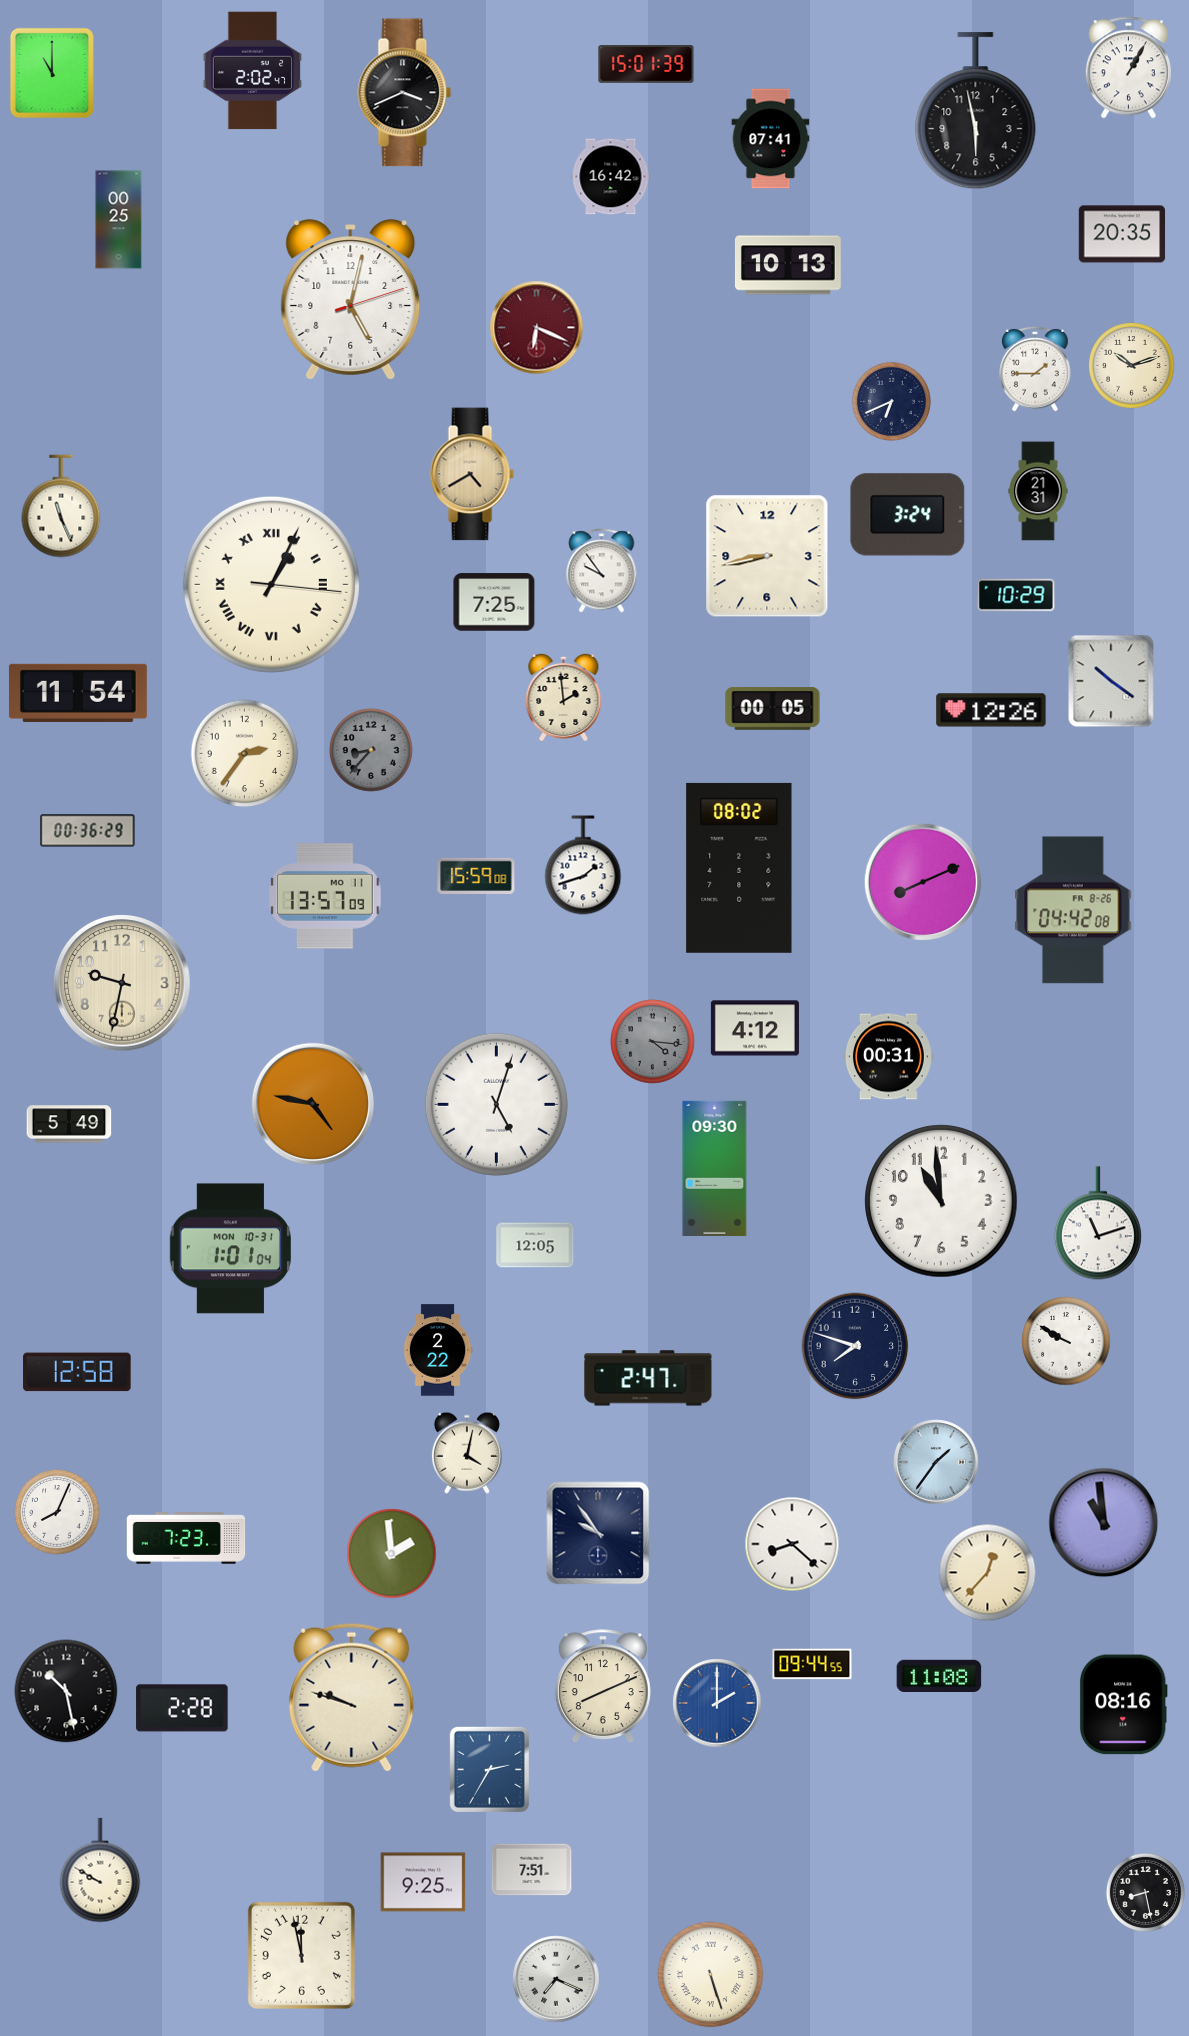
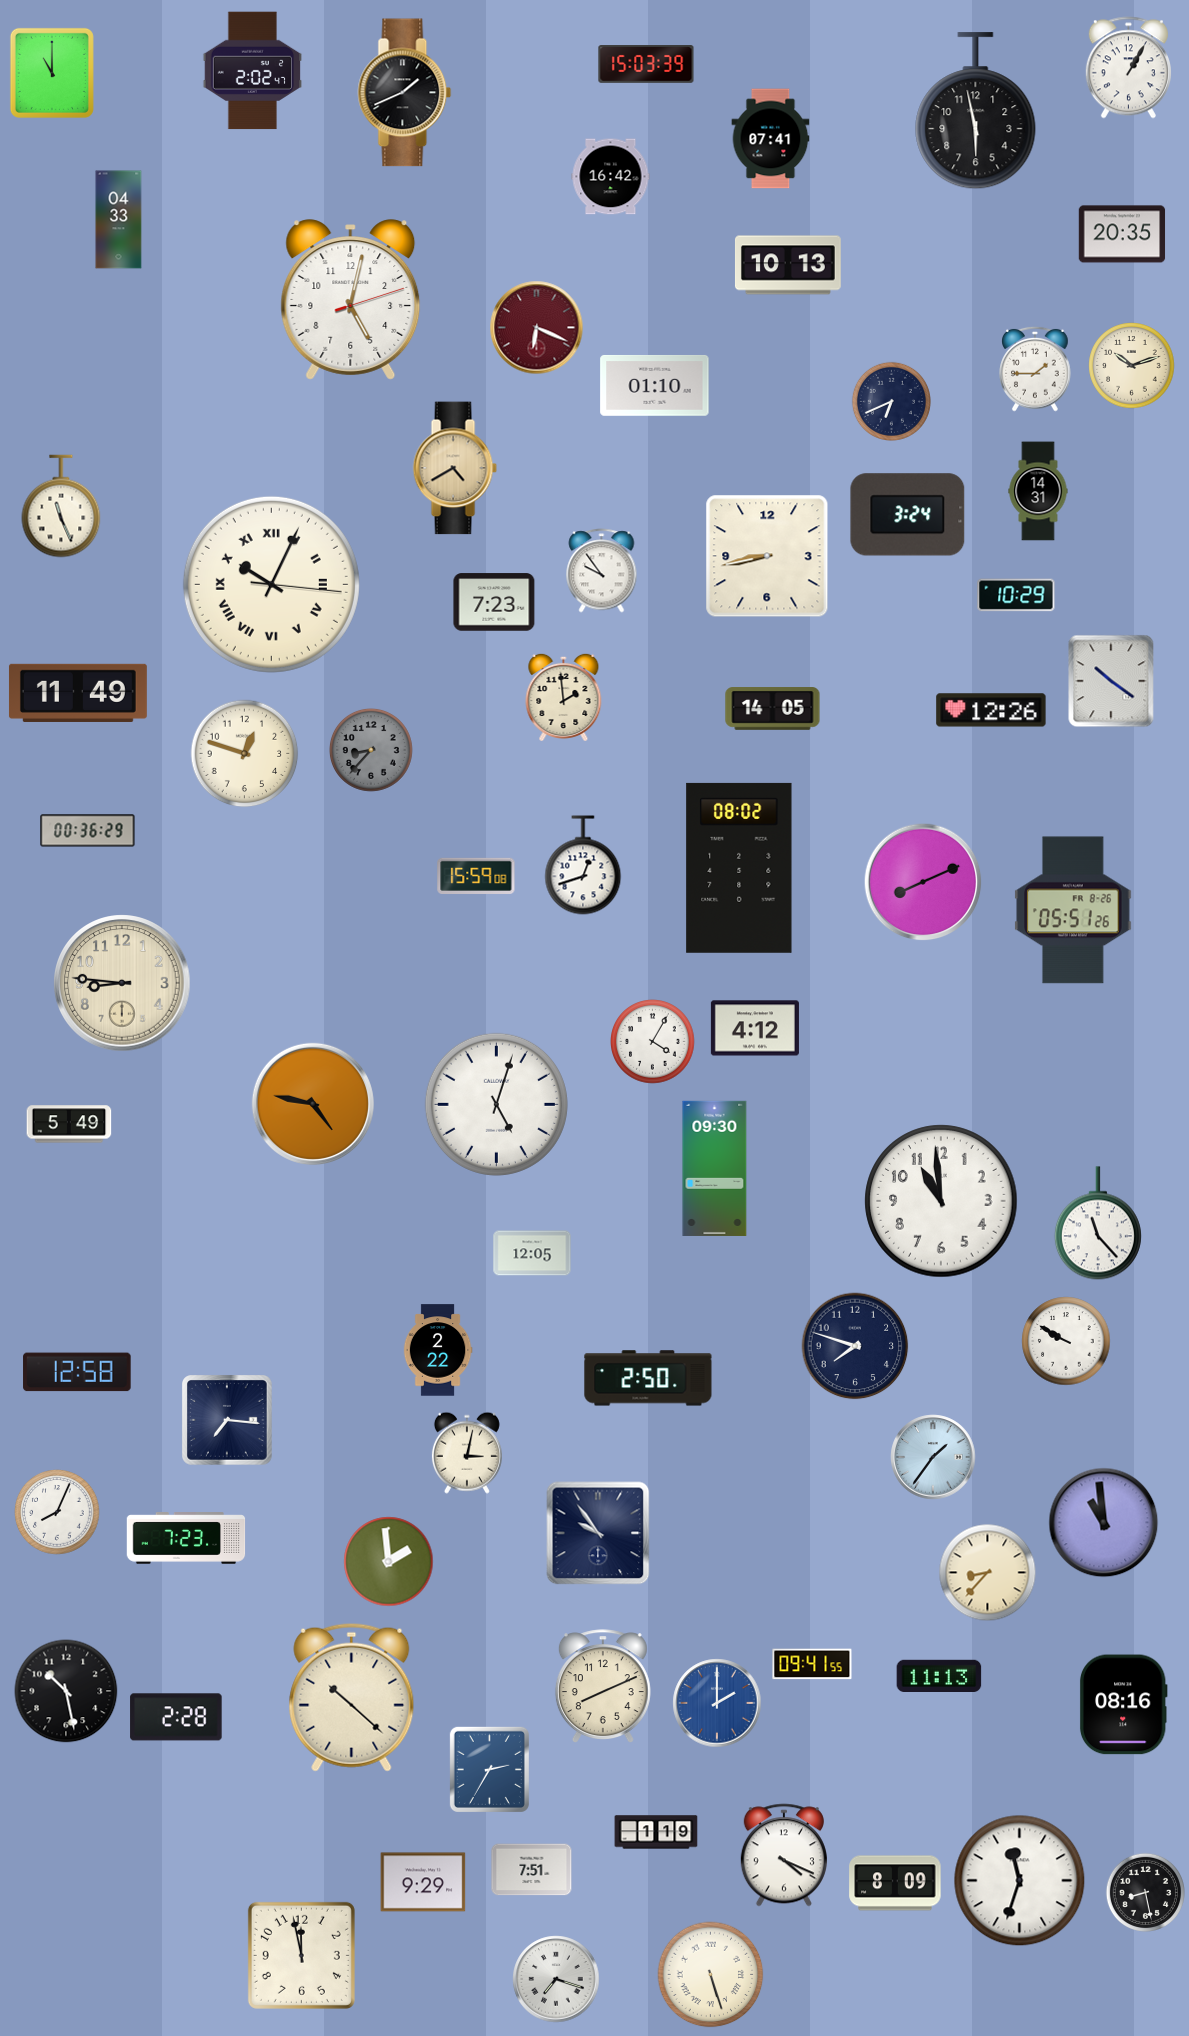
clock at (646, 64): 15:01 -> 15:03
clock at (405, 93): 3:41 -> 1:41
clock at (119, 220): 00:25 -> 04:33
clock at (655, 385): none -> 01:10
clock at (472, 474) position: (472, 474) -> (455, 468)
clock at (1038, 491): 21:31 -> 14:31
clock at (271, 584): 1:04 -> 10:04
clock at (494, 602): 7:25 -> 7:23
clock at (78, 693): 11:54 -> 11:49
clock at (773, 709): 00:05 -> 14:05
clock at (245, 754): 2:36 -> 12:48
clock at (583, 865): 1:42 -> 12:42
clock at (326, 896): 13:57 -> none
clock at (1073, 910): 04:42 -> 05:51
clock at (122, 983): 9:32 -> 8:46
clock at (653, 1042): 4:16 -> 4:05
clock at (653, 1042) dial: grey -> white
clock at (888, 1057): 00:31 -> none
clock at (1098, 1223): 11:12 -> 11:23
clock at (535, 1245) position: (535, 1245) -> (532, 1253)
clock at (230, 1249): 1:01 -> none
clock at (648, 1378): 2:47 -> 2:50
clock at (228, 1421): none -> 7:16
clock at (467, 1453): 4:02 -> 3:02
clock at (936, 1462) position: (936, 1462) -> (933, 1457)
clock at (792, 1544): 8:22 -> none
clock at (392, 1554) position: (392, 1554) -> (389, 1562)
clock at (988, 1573): 12:37 -> 8:37
clock at (812, 1664): 09:44 -> 09:41
clock at (939, 1675): 11:08 -> 11:13
clock at (352, 1697): 9:48 -> 10:22
clock at (182, 1708) position: (182, 1708) -> (176, 1717)
clock at (656, 1832): none -> 1:19
clock at (784, 1855): none -> 4:19
clock at (100, 1870): 9:50 -> none
clock at (1020, 1881): none -> 11:33
clock at (423, 1882): 9:25 -> 9:29
clock at (895, 1883): none -> 8:09
clock at (556, 1979): 7:19 -> 7:18
